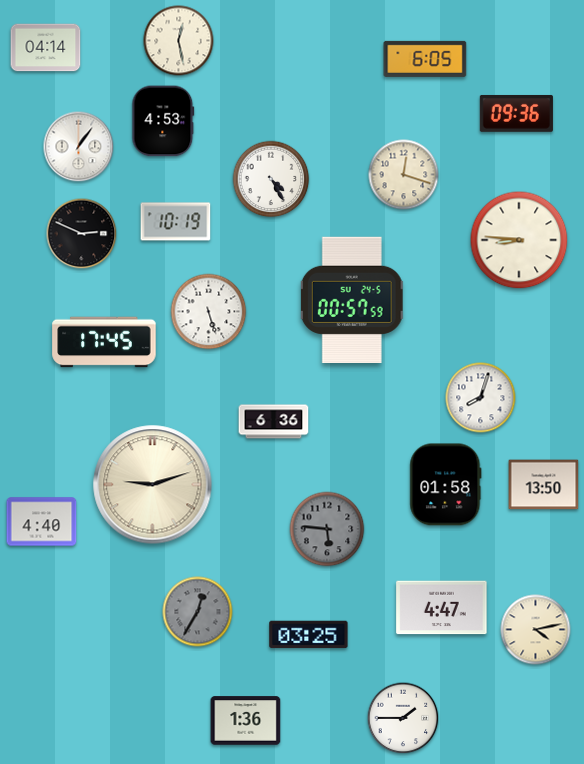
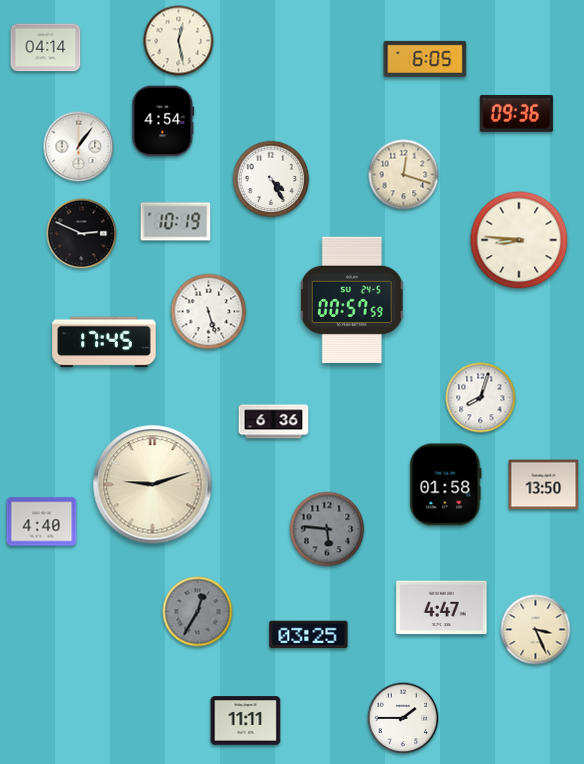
clock at (163, 121): 4:53 -> 4:54
clock at (536, 630): 4:13 -> 3:26
clock at (246, 721): 1:36 -> 11:11
